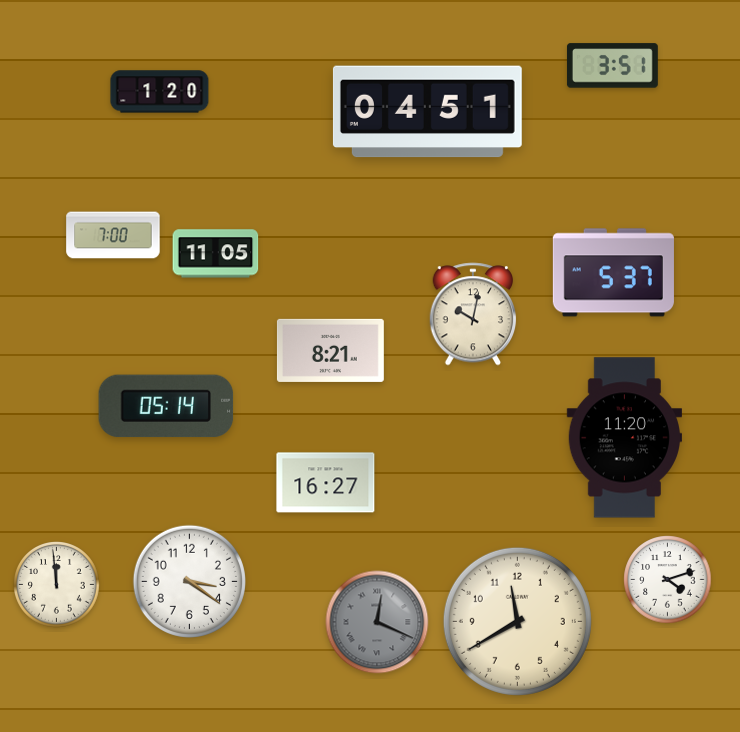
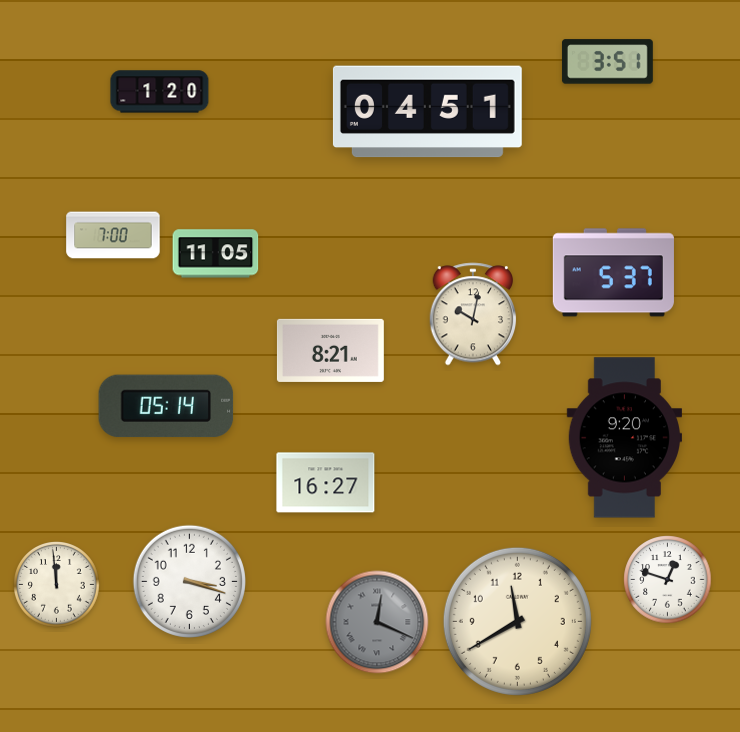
clock at (612, 66) position: (612, 66) -> (607, 62)
clock at (624, 438): 11:20 -> 9:20
clock at (668, 580): 4:12 -> 12:48
clock at (189, 581): 3:21 -> 3:18
